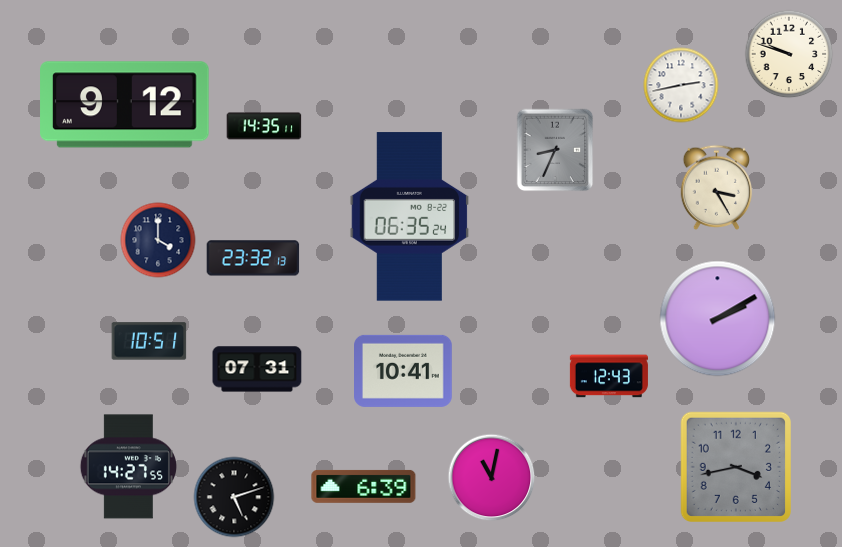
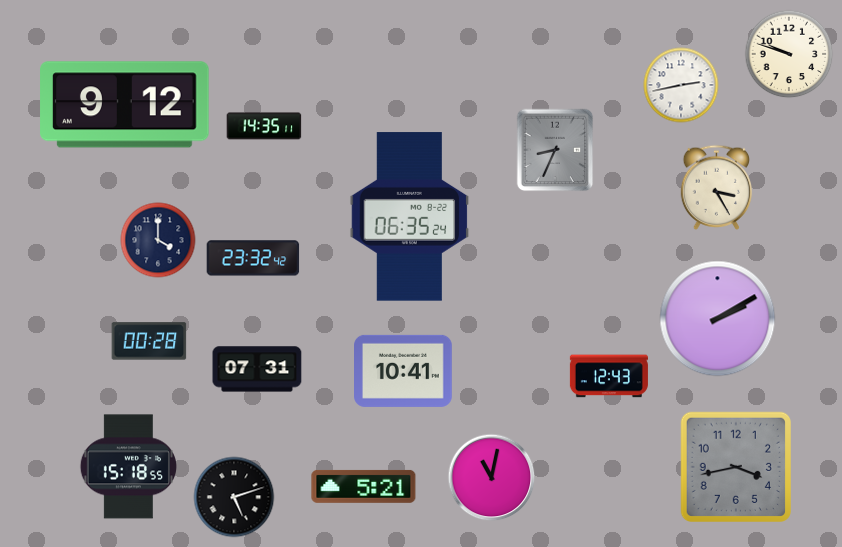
clock at (253, 258): 23:32:13 -> 23:32:42
clock at (149, 341): 10:51 -> 00:28
clock at (128, 467): 14:27 -> 15:18
clock at (364, 486): 6:39 -> 5:21
